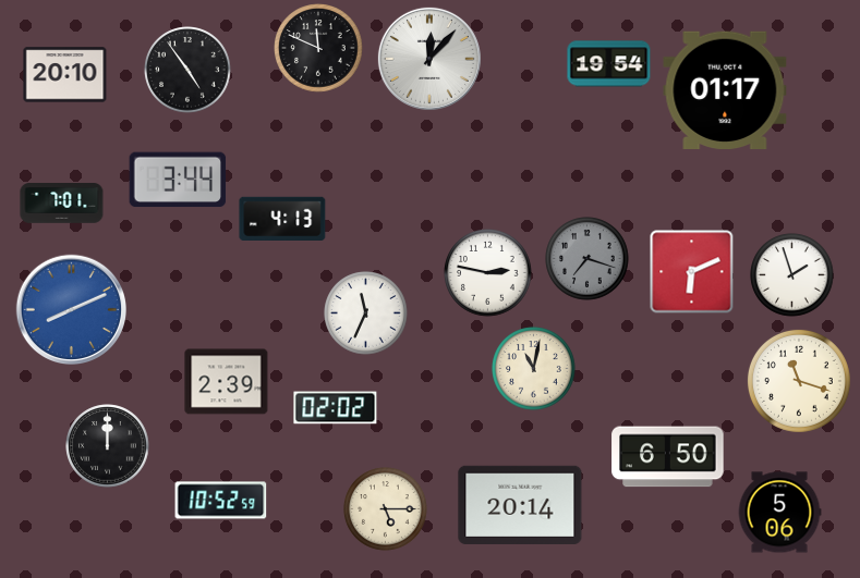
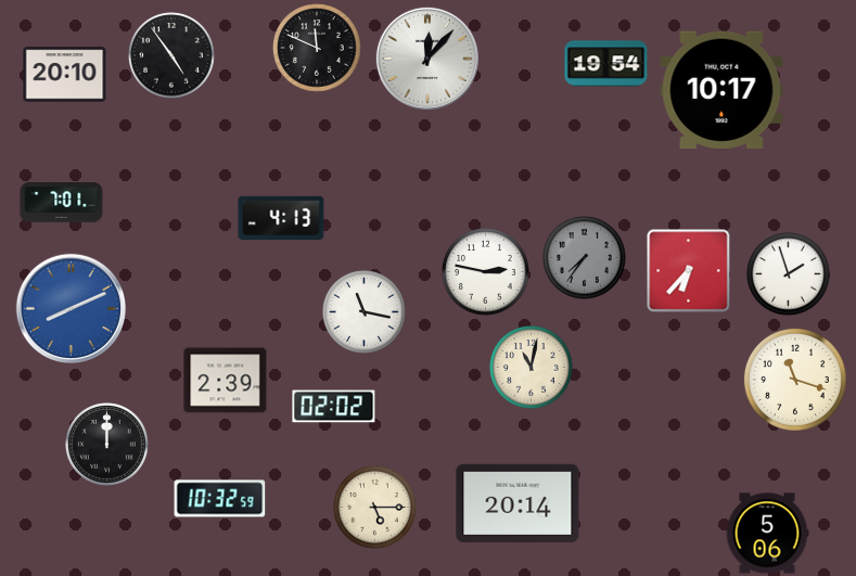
clock at (187, 70) position: (187, 70) -> (171, 55)
clock at (725, 90): 01:17 -> 10:17
clock at (178, 180): 3:44 -> none
clock at (588, 259): 7:18 -> 7:36
clock at (692, 272): 6:11 -> 6:37
clock at (366, 313): 11:34 -> 11:17
clock at (668, 457): 6:50 -> none
clock at (221, 501): 10:52 -> 10:32
clock at (386, 509) position: (386, 509) -> (375, 508)
clock at (779, 513) position: (779, 513) -> (767, 534)
